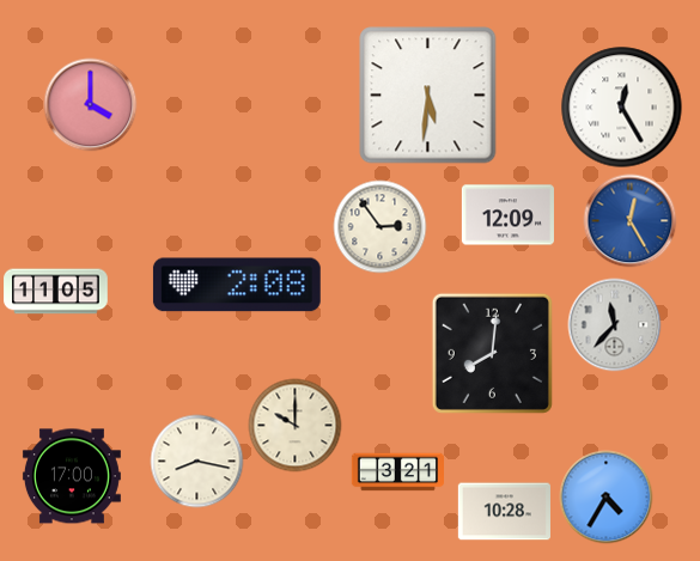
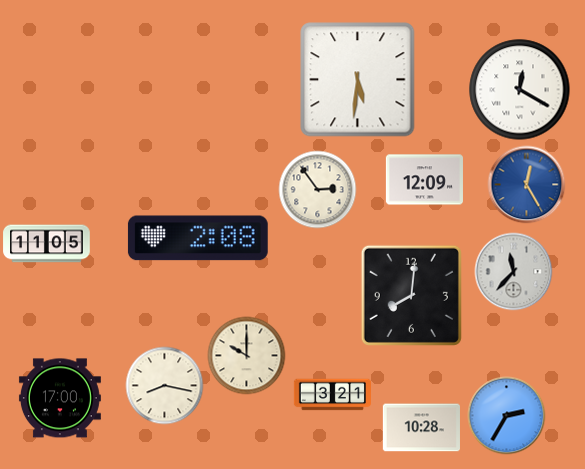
clock at (90, 104): 4:00 -> none
clock at (622, 108): 12:25 -> 12:20
clock at (605, 496): 4:35 -> 2:35
